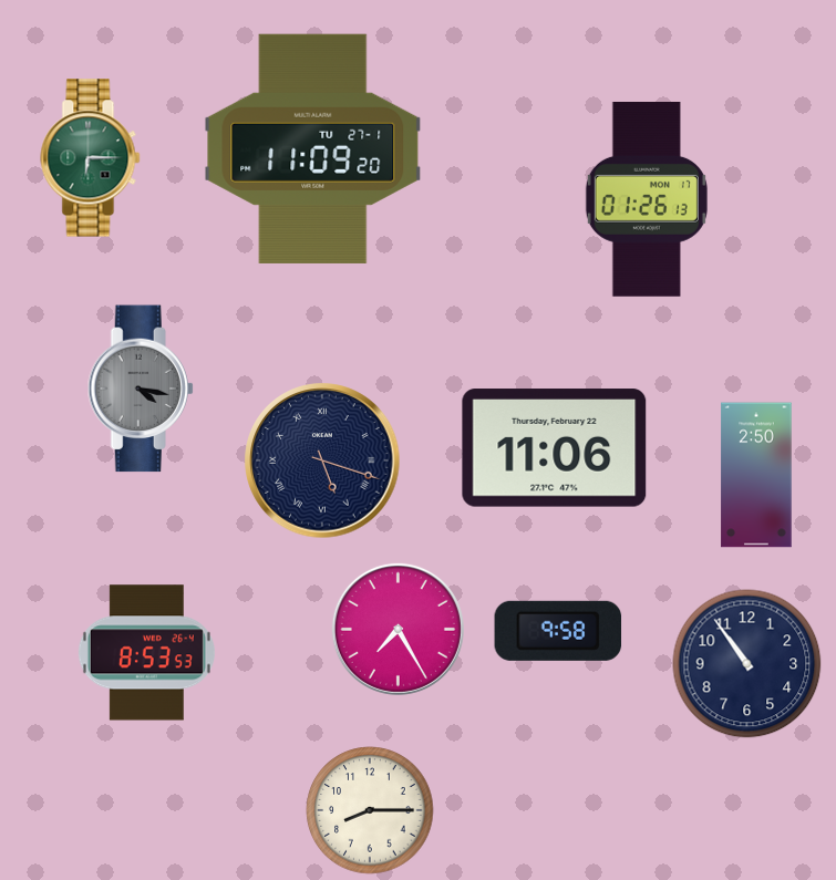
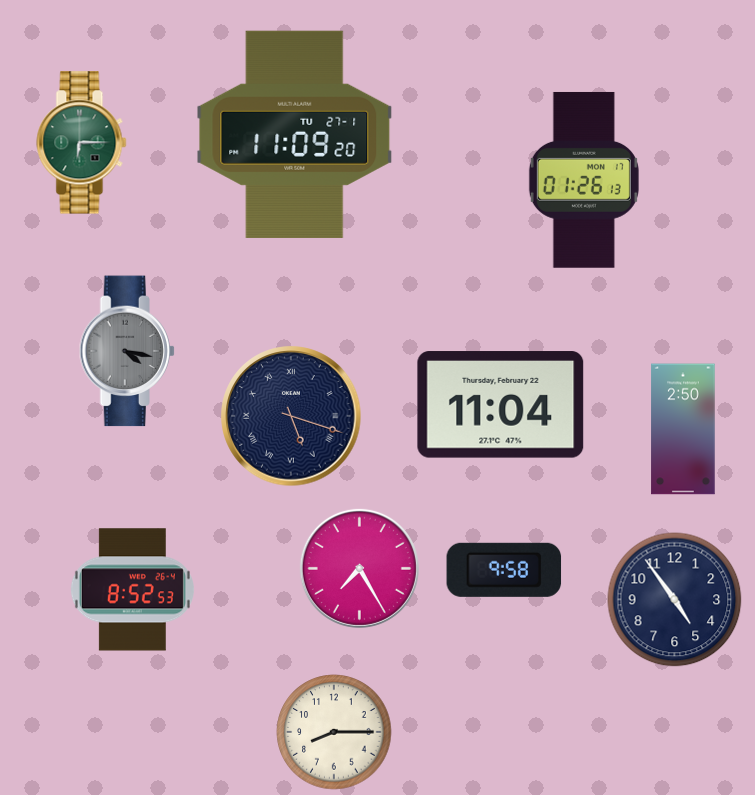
clock at (313, 148) position: (313, 148) -> (295, 134)
clock at (555, 448): 11:06 -> 11:04
clock at (146, 653): 8:53 -> 8:52
clock at (747, 664): 10:54 -> 4:54
